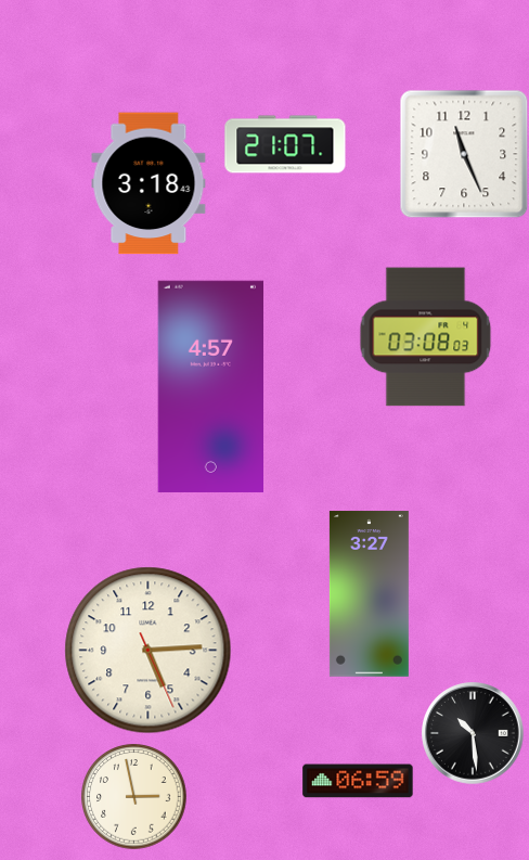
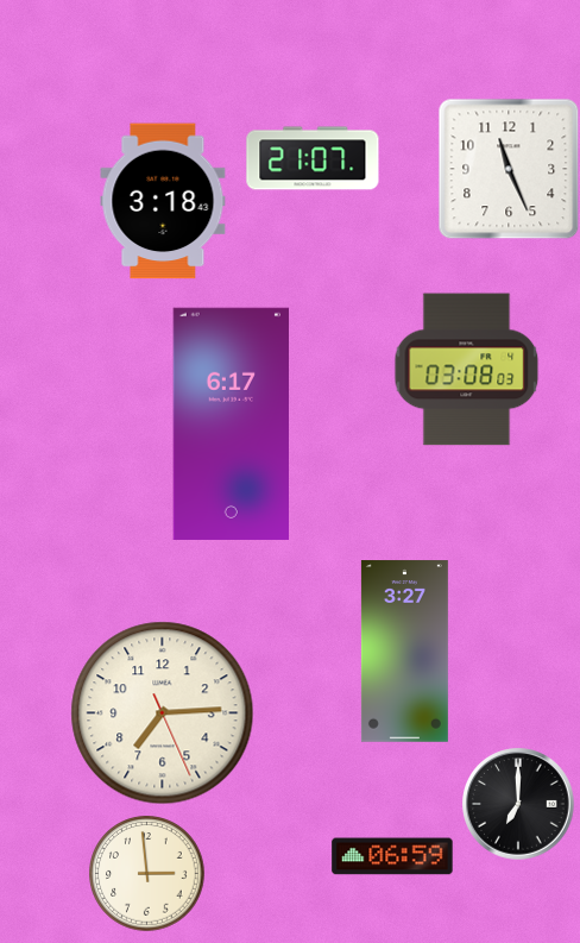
clock at (210, 386): 4:57 -> 6:17
clock at (149, 651): 5:14 -> 7:14
clock at (473, 733): 10:29 -> 7:00
clock at (134, 797): 2:58 -> 2:59
